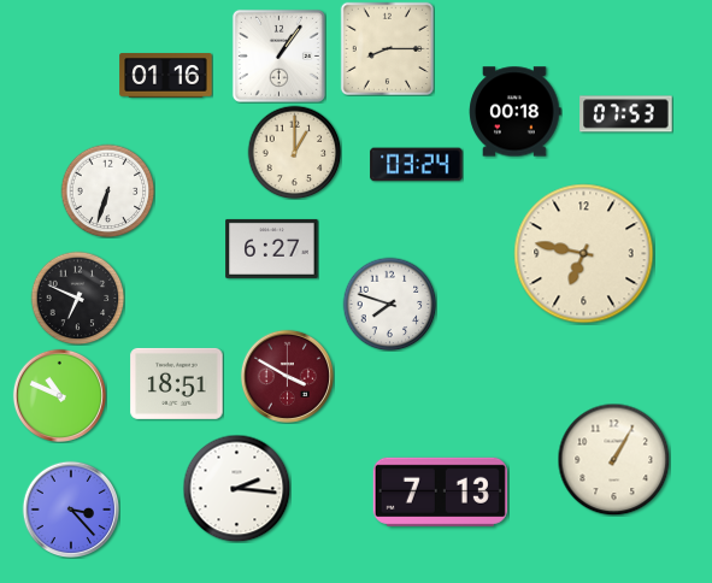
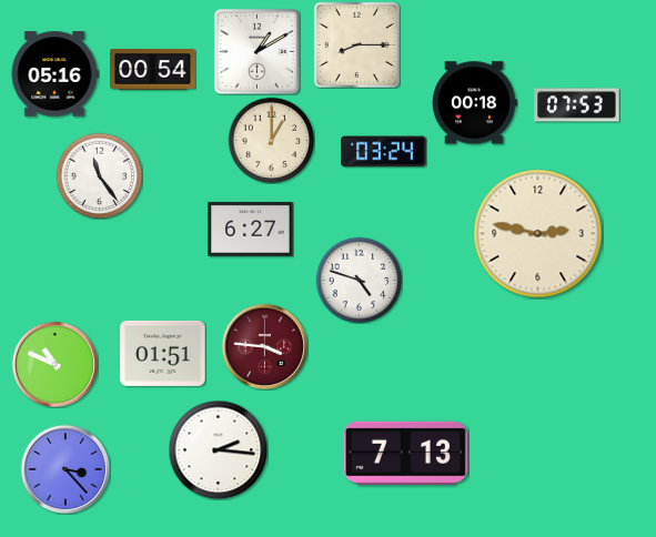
clock at (278, 55): 1:06 -> 1:10
clock at (166, 76): 01:16 -> 00:54
clock at (54, 74): none -> 05:16
clock at (107, 190): 6:33 -> 11:24
clock at (584, 254): 6:47 -> 2:47
clock at (77, 298): 6:49 -> none
clock at (389, 304): 7:48 -> 4:48
clock at (287, 376): 3:50 -> 3:46
clock at (177, 383): 18:51 -> 01:51
clock at (613, 459): 1:05 -> none
